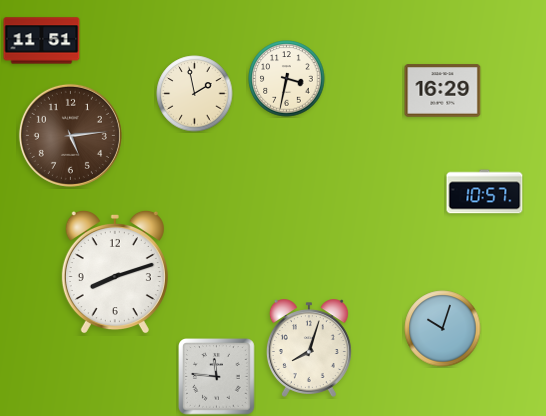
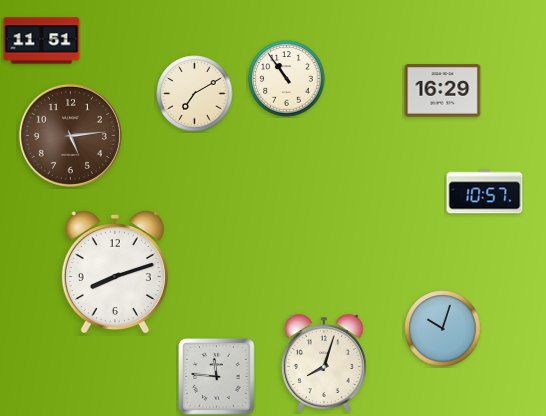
clock at (287, 79): 3:32 -> 10:54
clock at (195, 94): 1:58 -> 7:10
clock at (309, 348) position: (309, 348) -> (324, 363)
